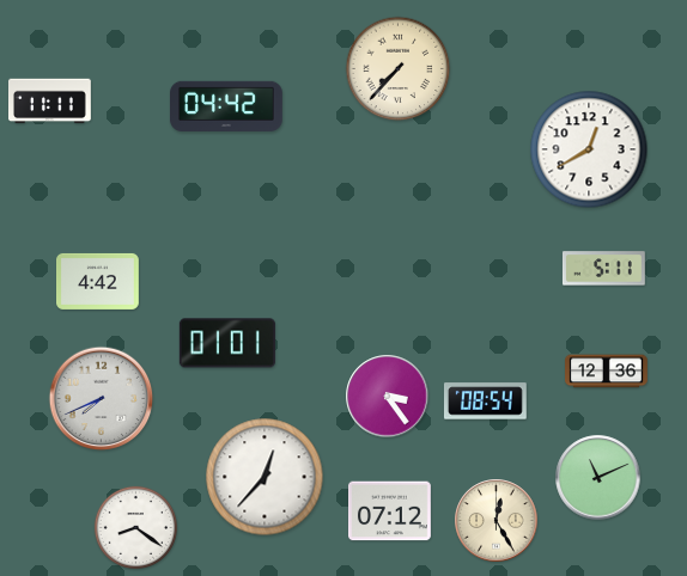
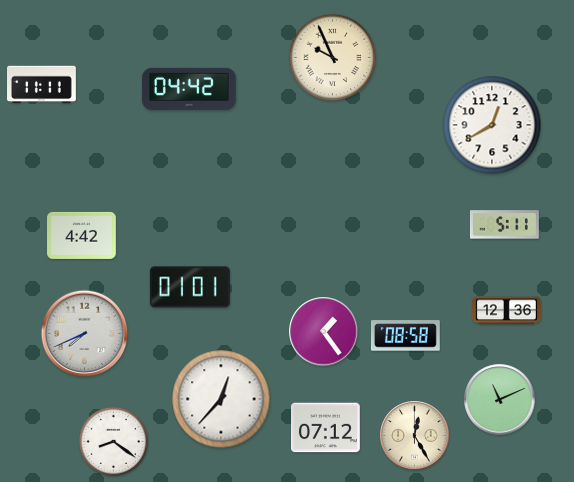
clock at (399, 69): 7:37 -> 9:56
clock at (388, 397): 3:24 -> 1:24
clock at (485, 402): 08:54 -> 08:58
